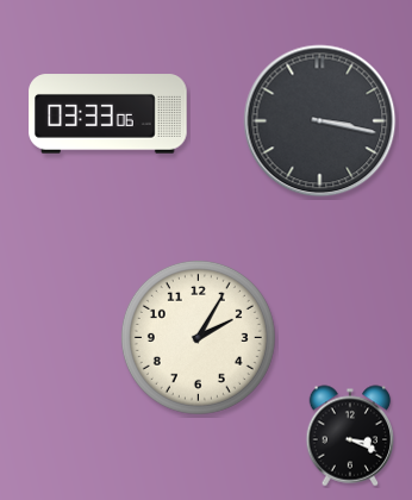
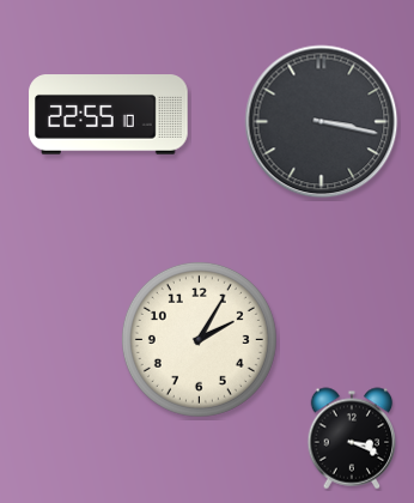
clock at (108, 114): 03:33 -> 22:55
